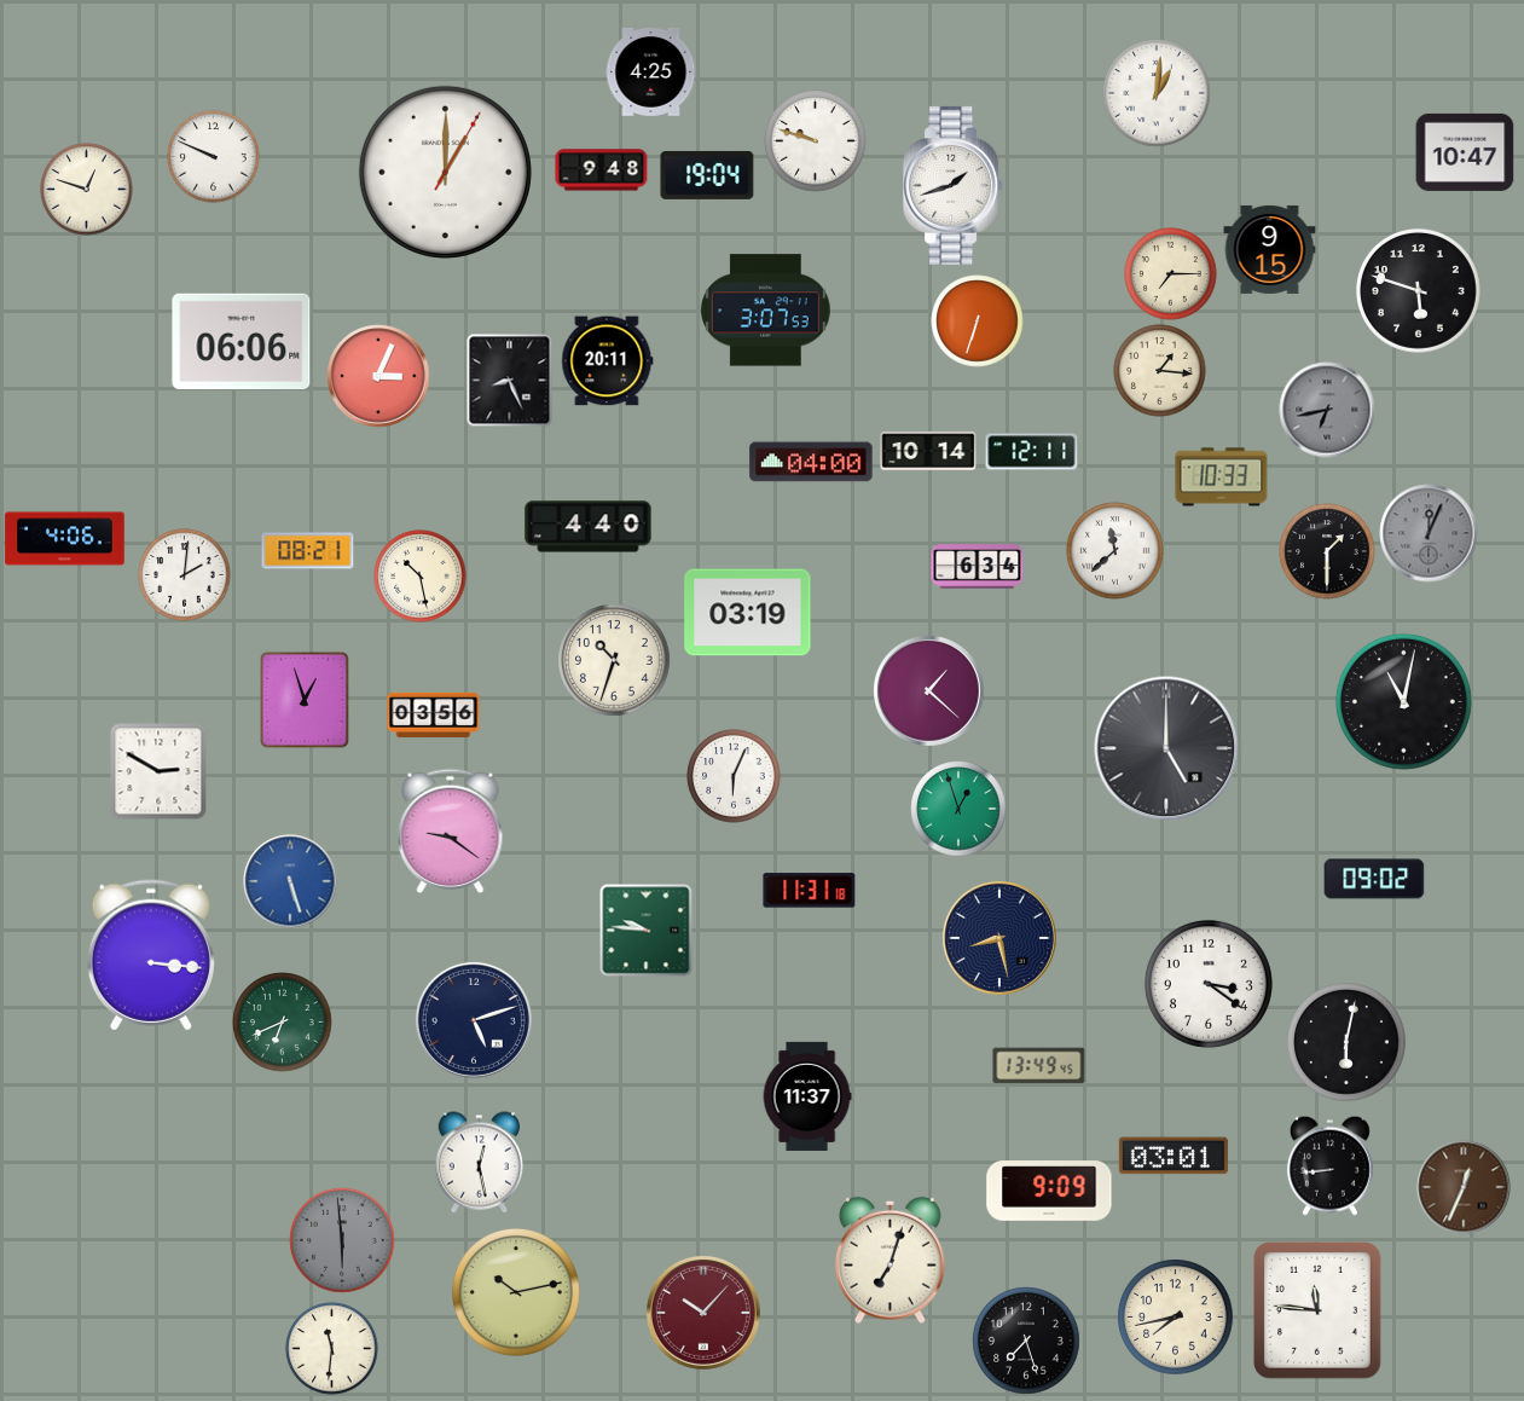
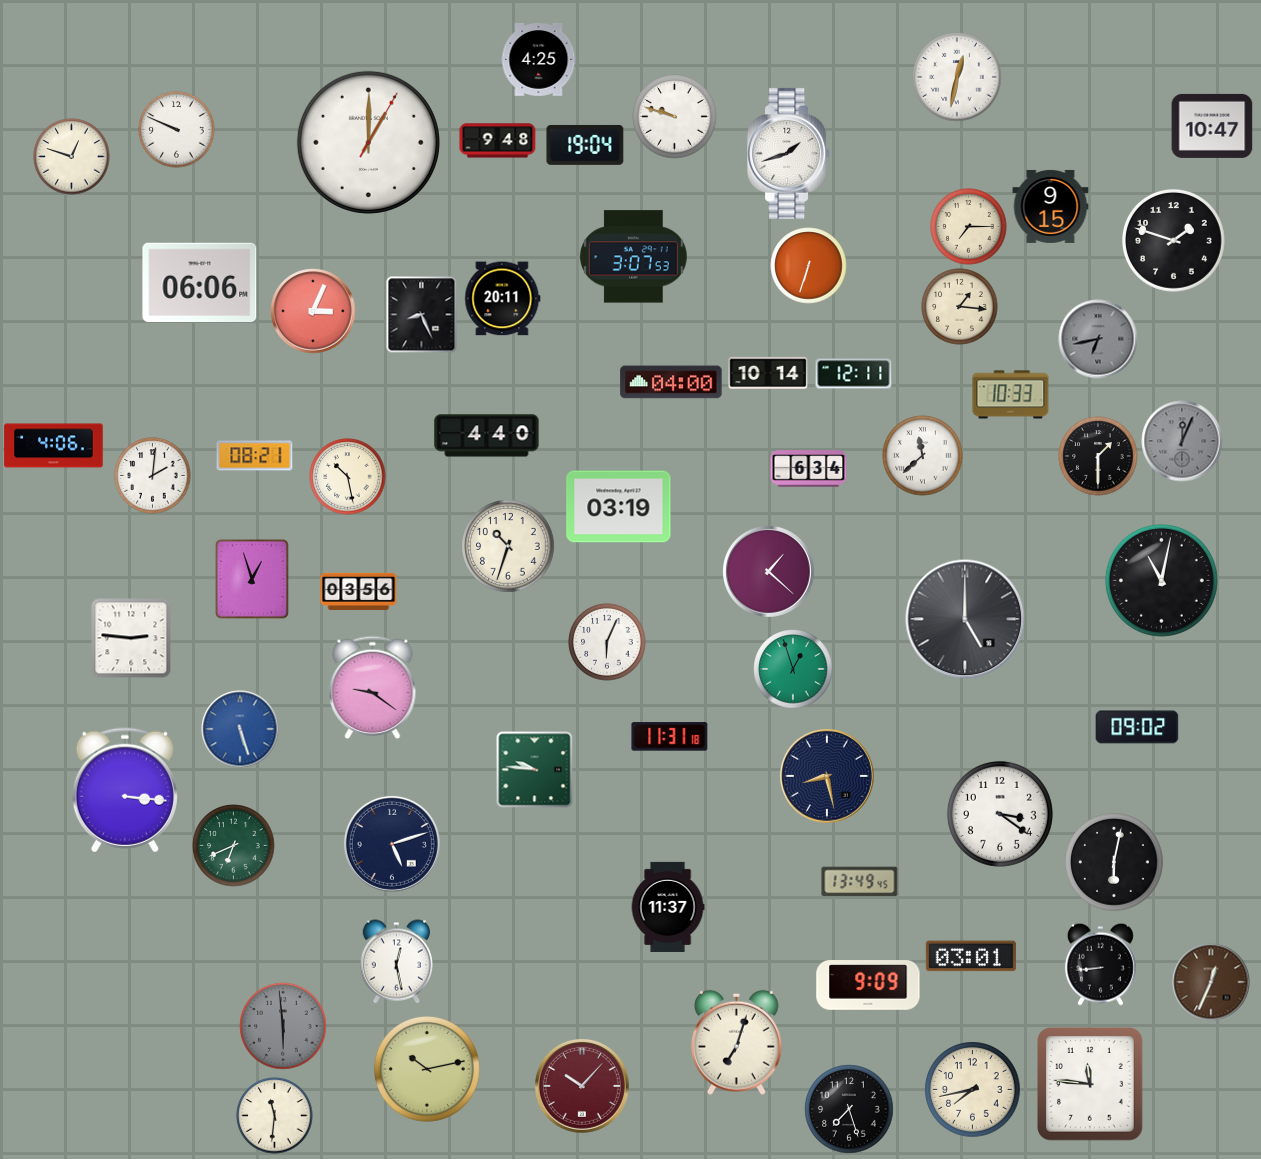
clock at (1157, 93): 1:01 -> 12:32
clock at (1418, 290): 5:48 -> 1:48
clock at (158, 771): 2:50 -> 2:46
